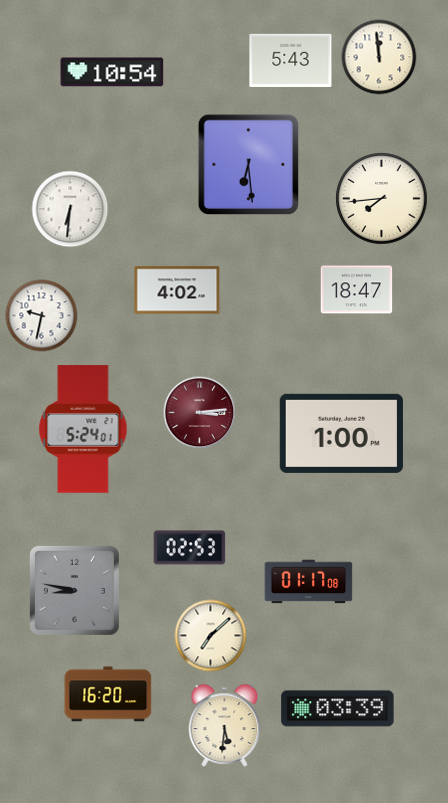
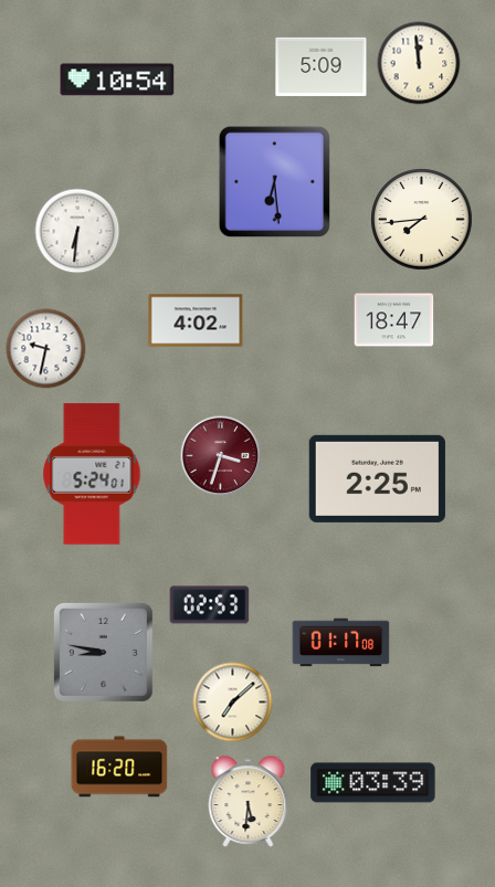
clock at (291, 60): 5:43 -> 5:09
clock at (112, 72) position: (112, 72) -> (117, 80)
clock at (200, 413): 3:14 -> 3:33
clock at (341, 433): 1:00 -> 2:25
clock at (74, 590) position: (74, 590) -> (103, 652)
